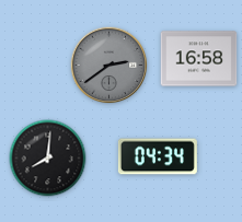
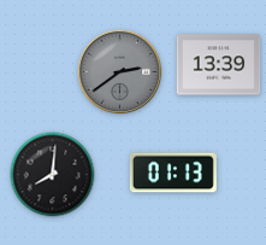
clock at (199, 59): 16:58 -> 13:39
clock at (158, 156): 04:34 -> 01:13
